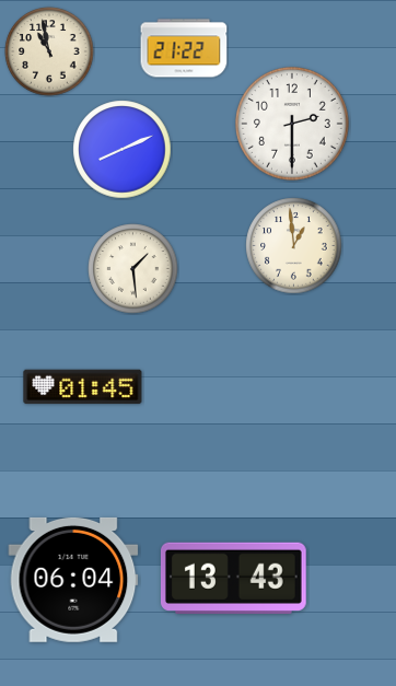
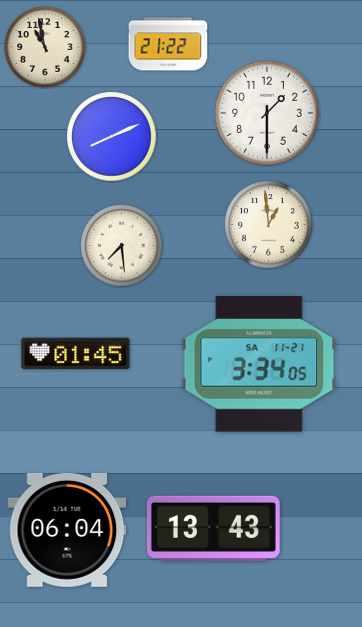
clock at (293, 125): 2:30 -> 1:30
clock at (133, 269): 1:29 -> 7:29
clock at (259, 364): none -> 3:34
